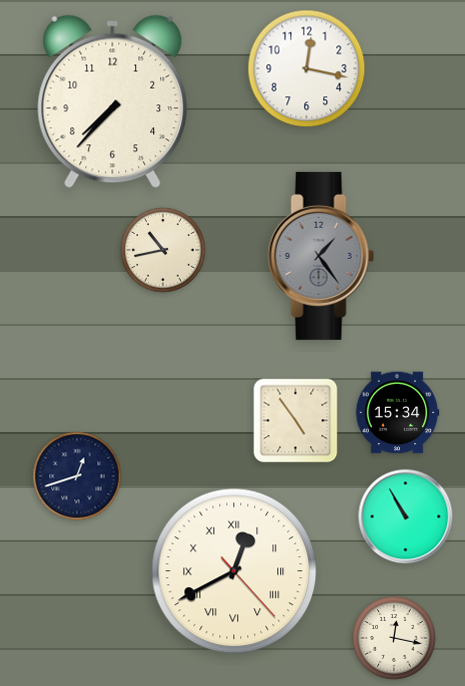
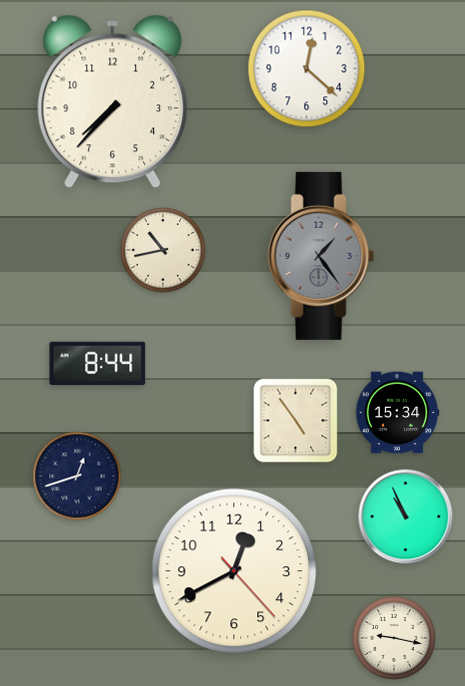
clock at (307, 69): 12:17 -> 12:22
clock at (98, 363): none -> 8:44
clock at (406, 517): 10:55 -> 10:56
clock at (234, 571) numerals: Roman -> Arabic
clock at (395, 639): 12:17 -> 9:17
